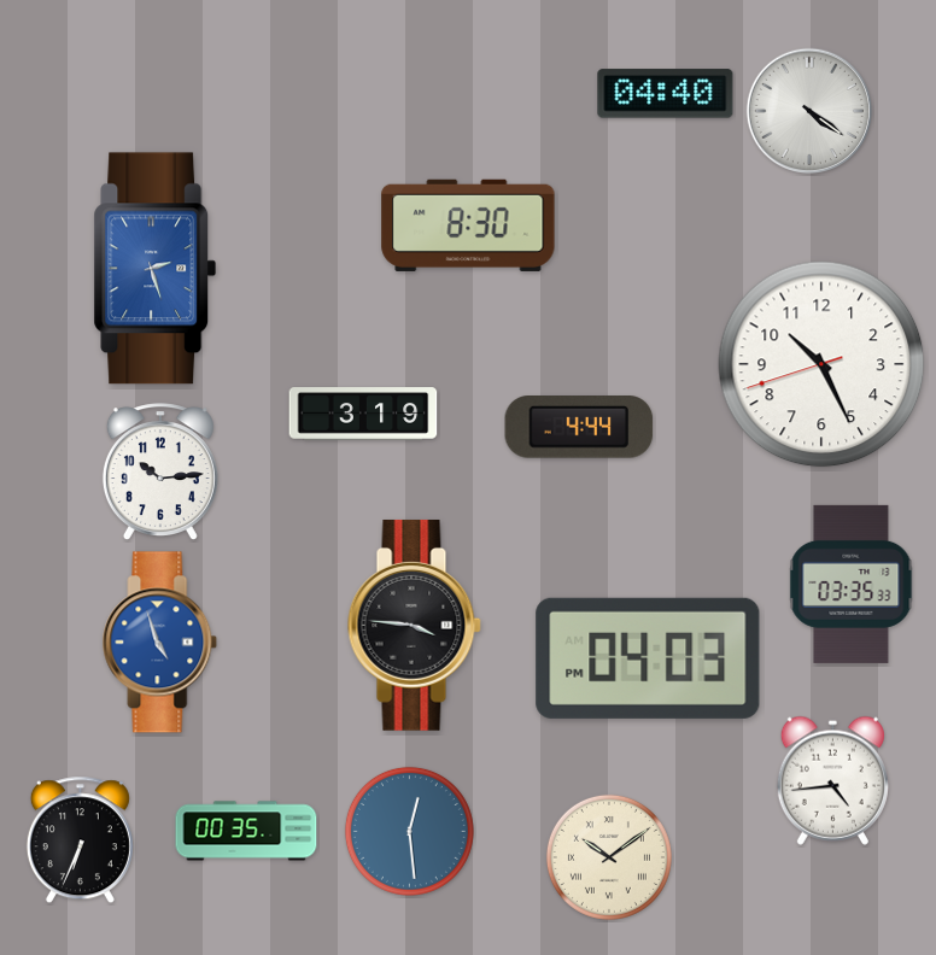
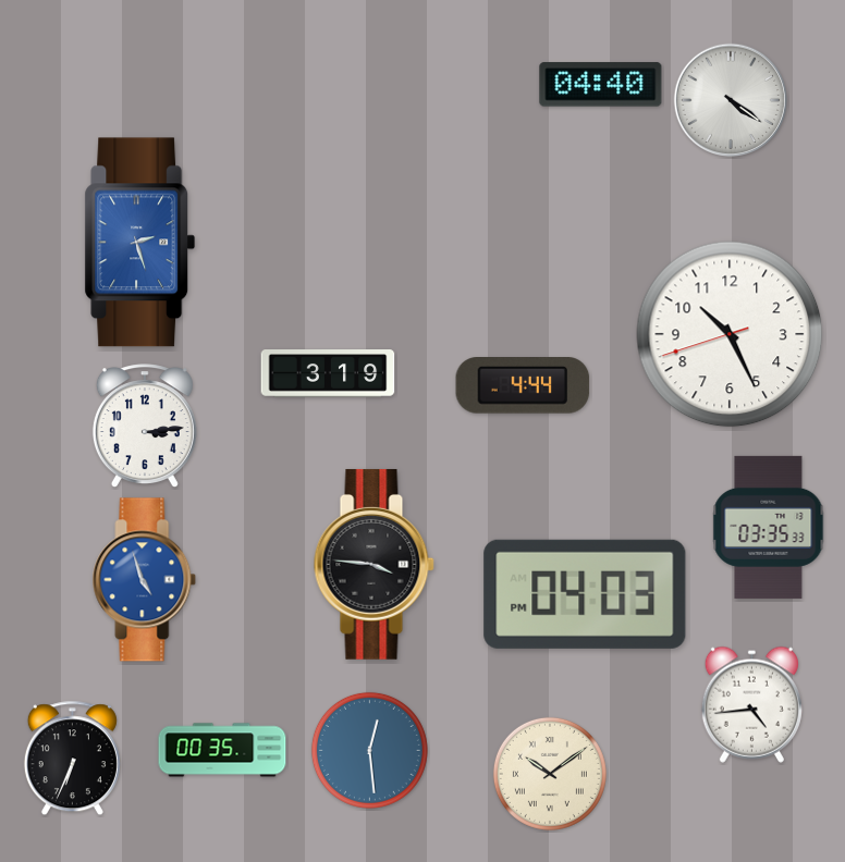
clock at (468, 225): 8:30 -> none
clock at (821, 364) position: (821, 364) -> (730, 334)
clock at (160, 473): 10:14 -> 3:14
